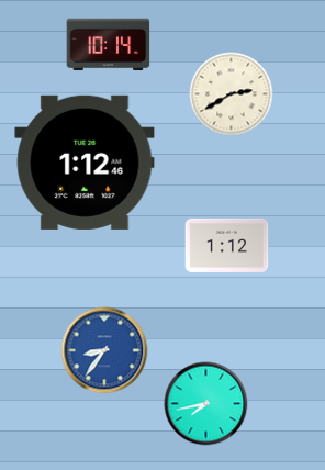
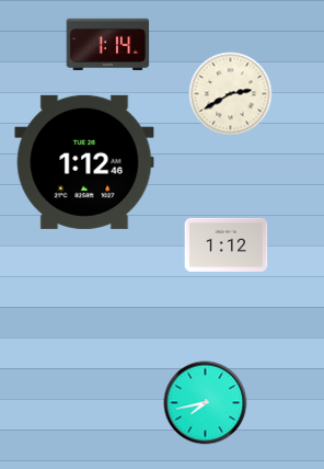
clock at (109, 45): 10:14 -> 1:14
clock at (104, 350): 8:36 -> none
